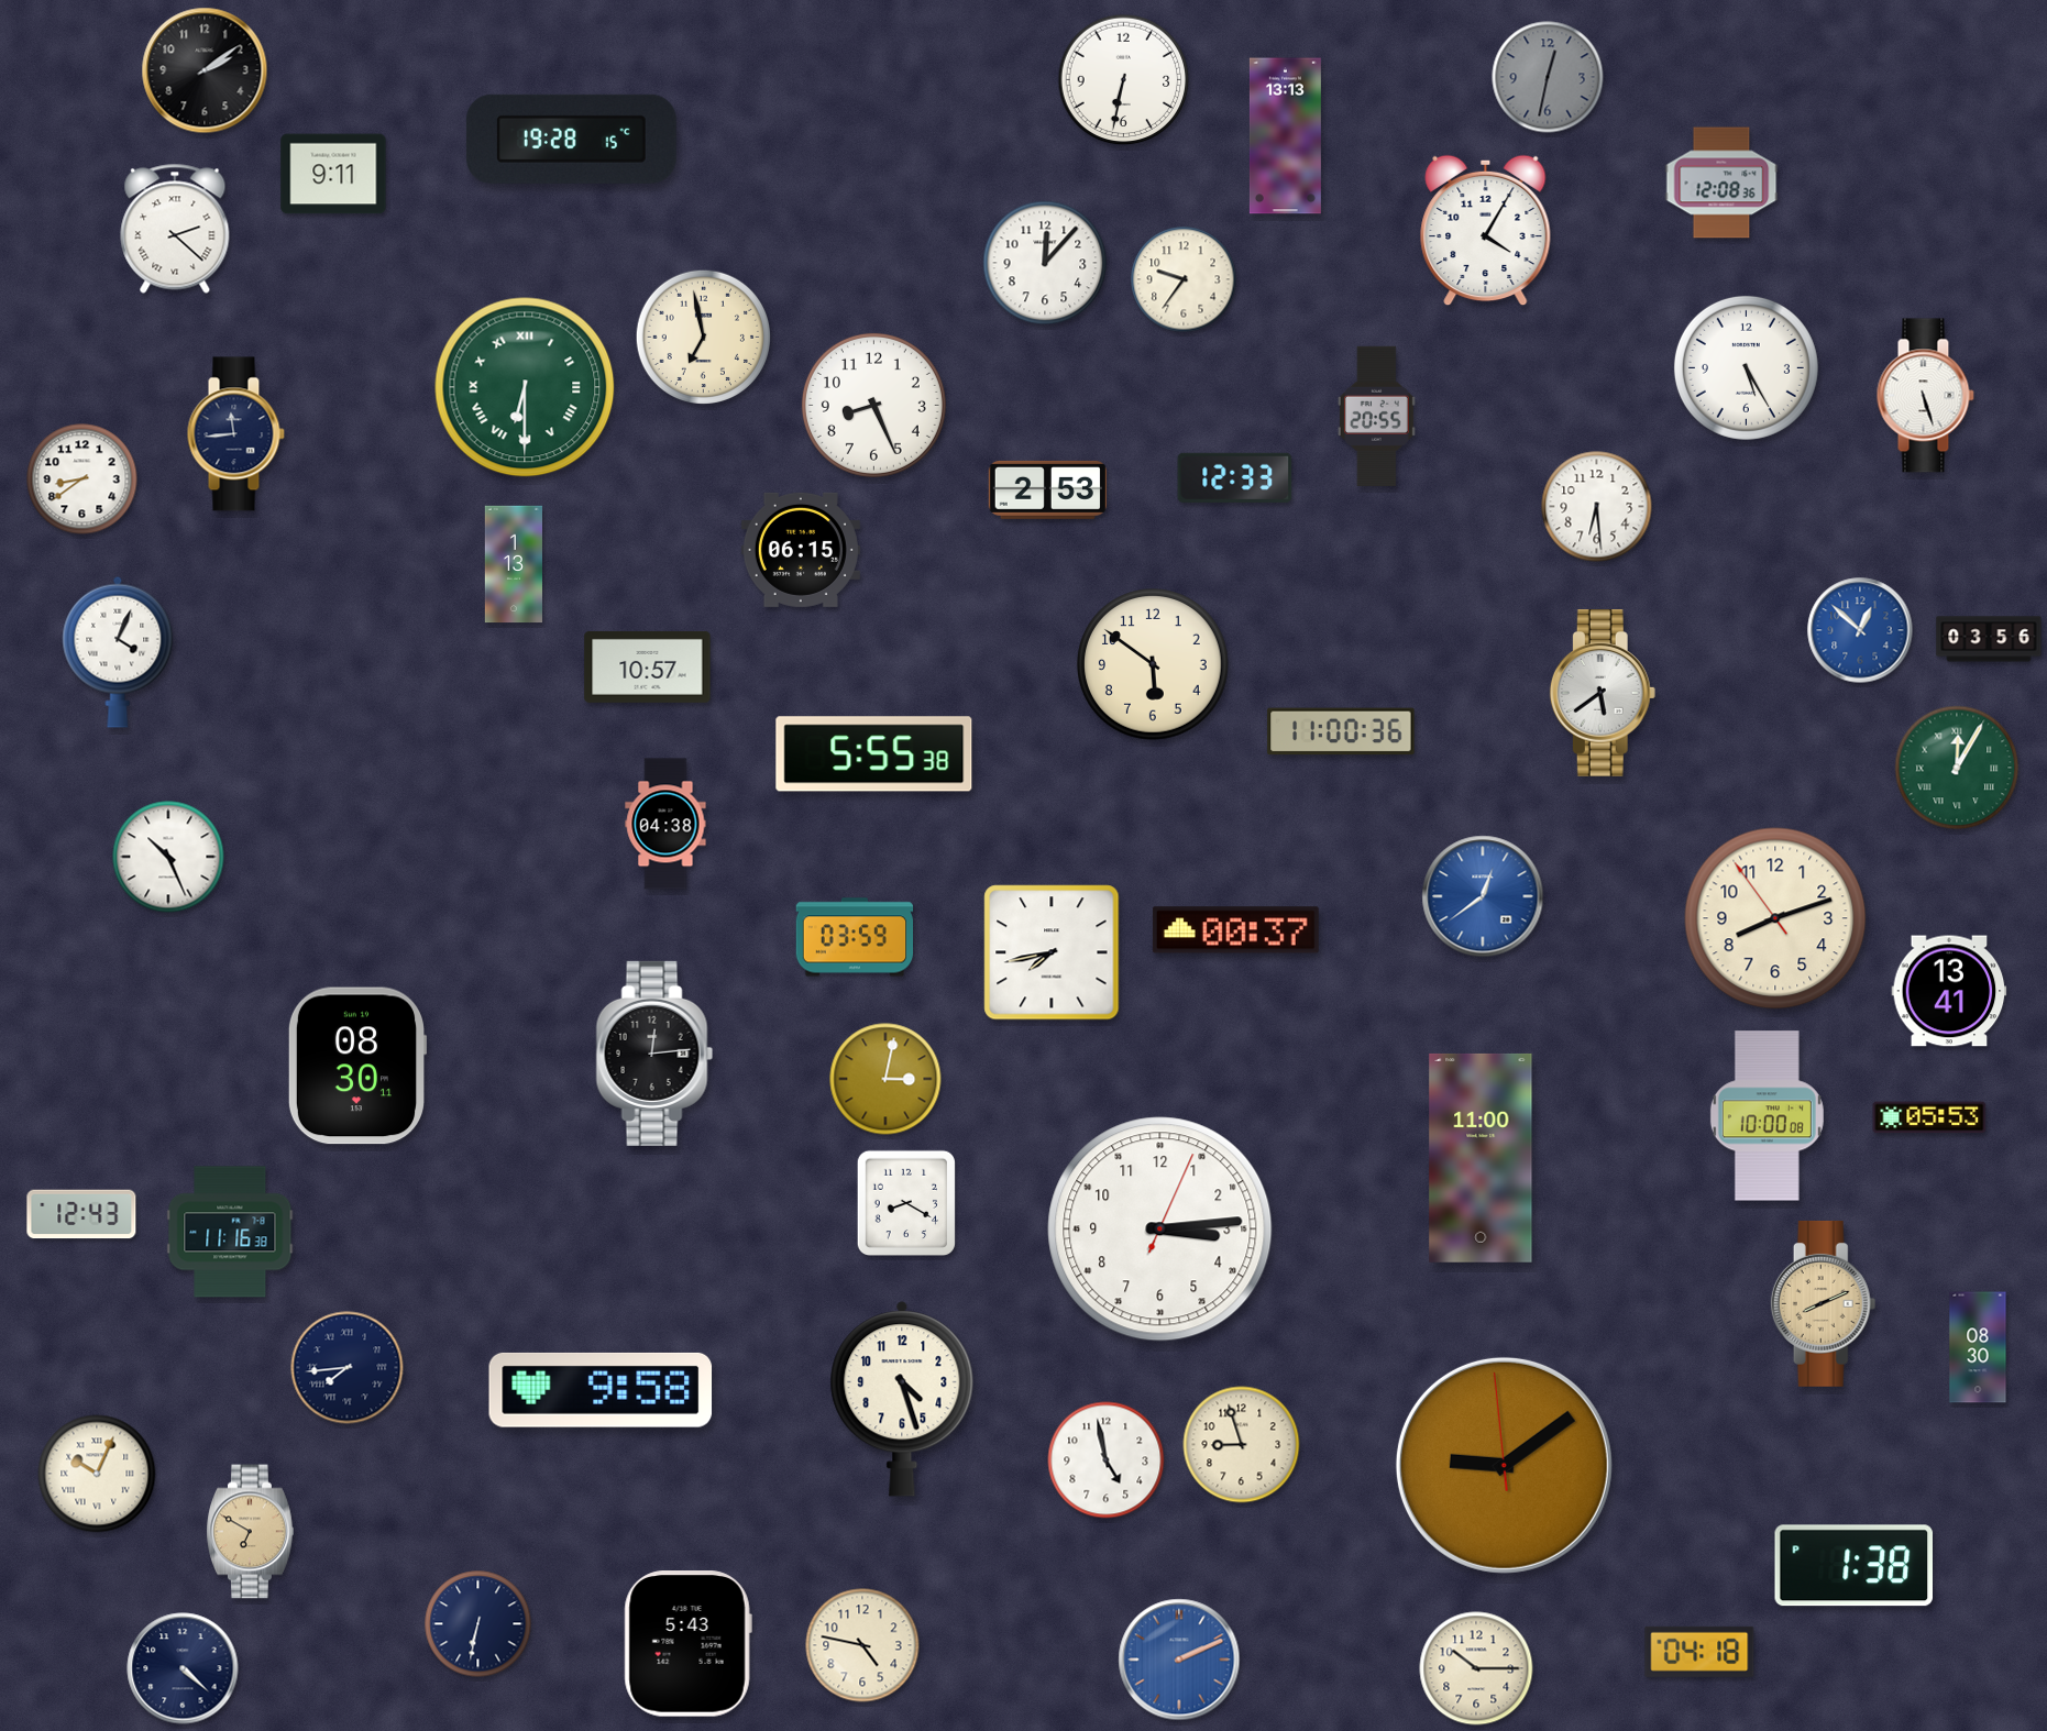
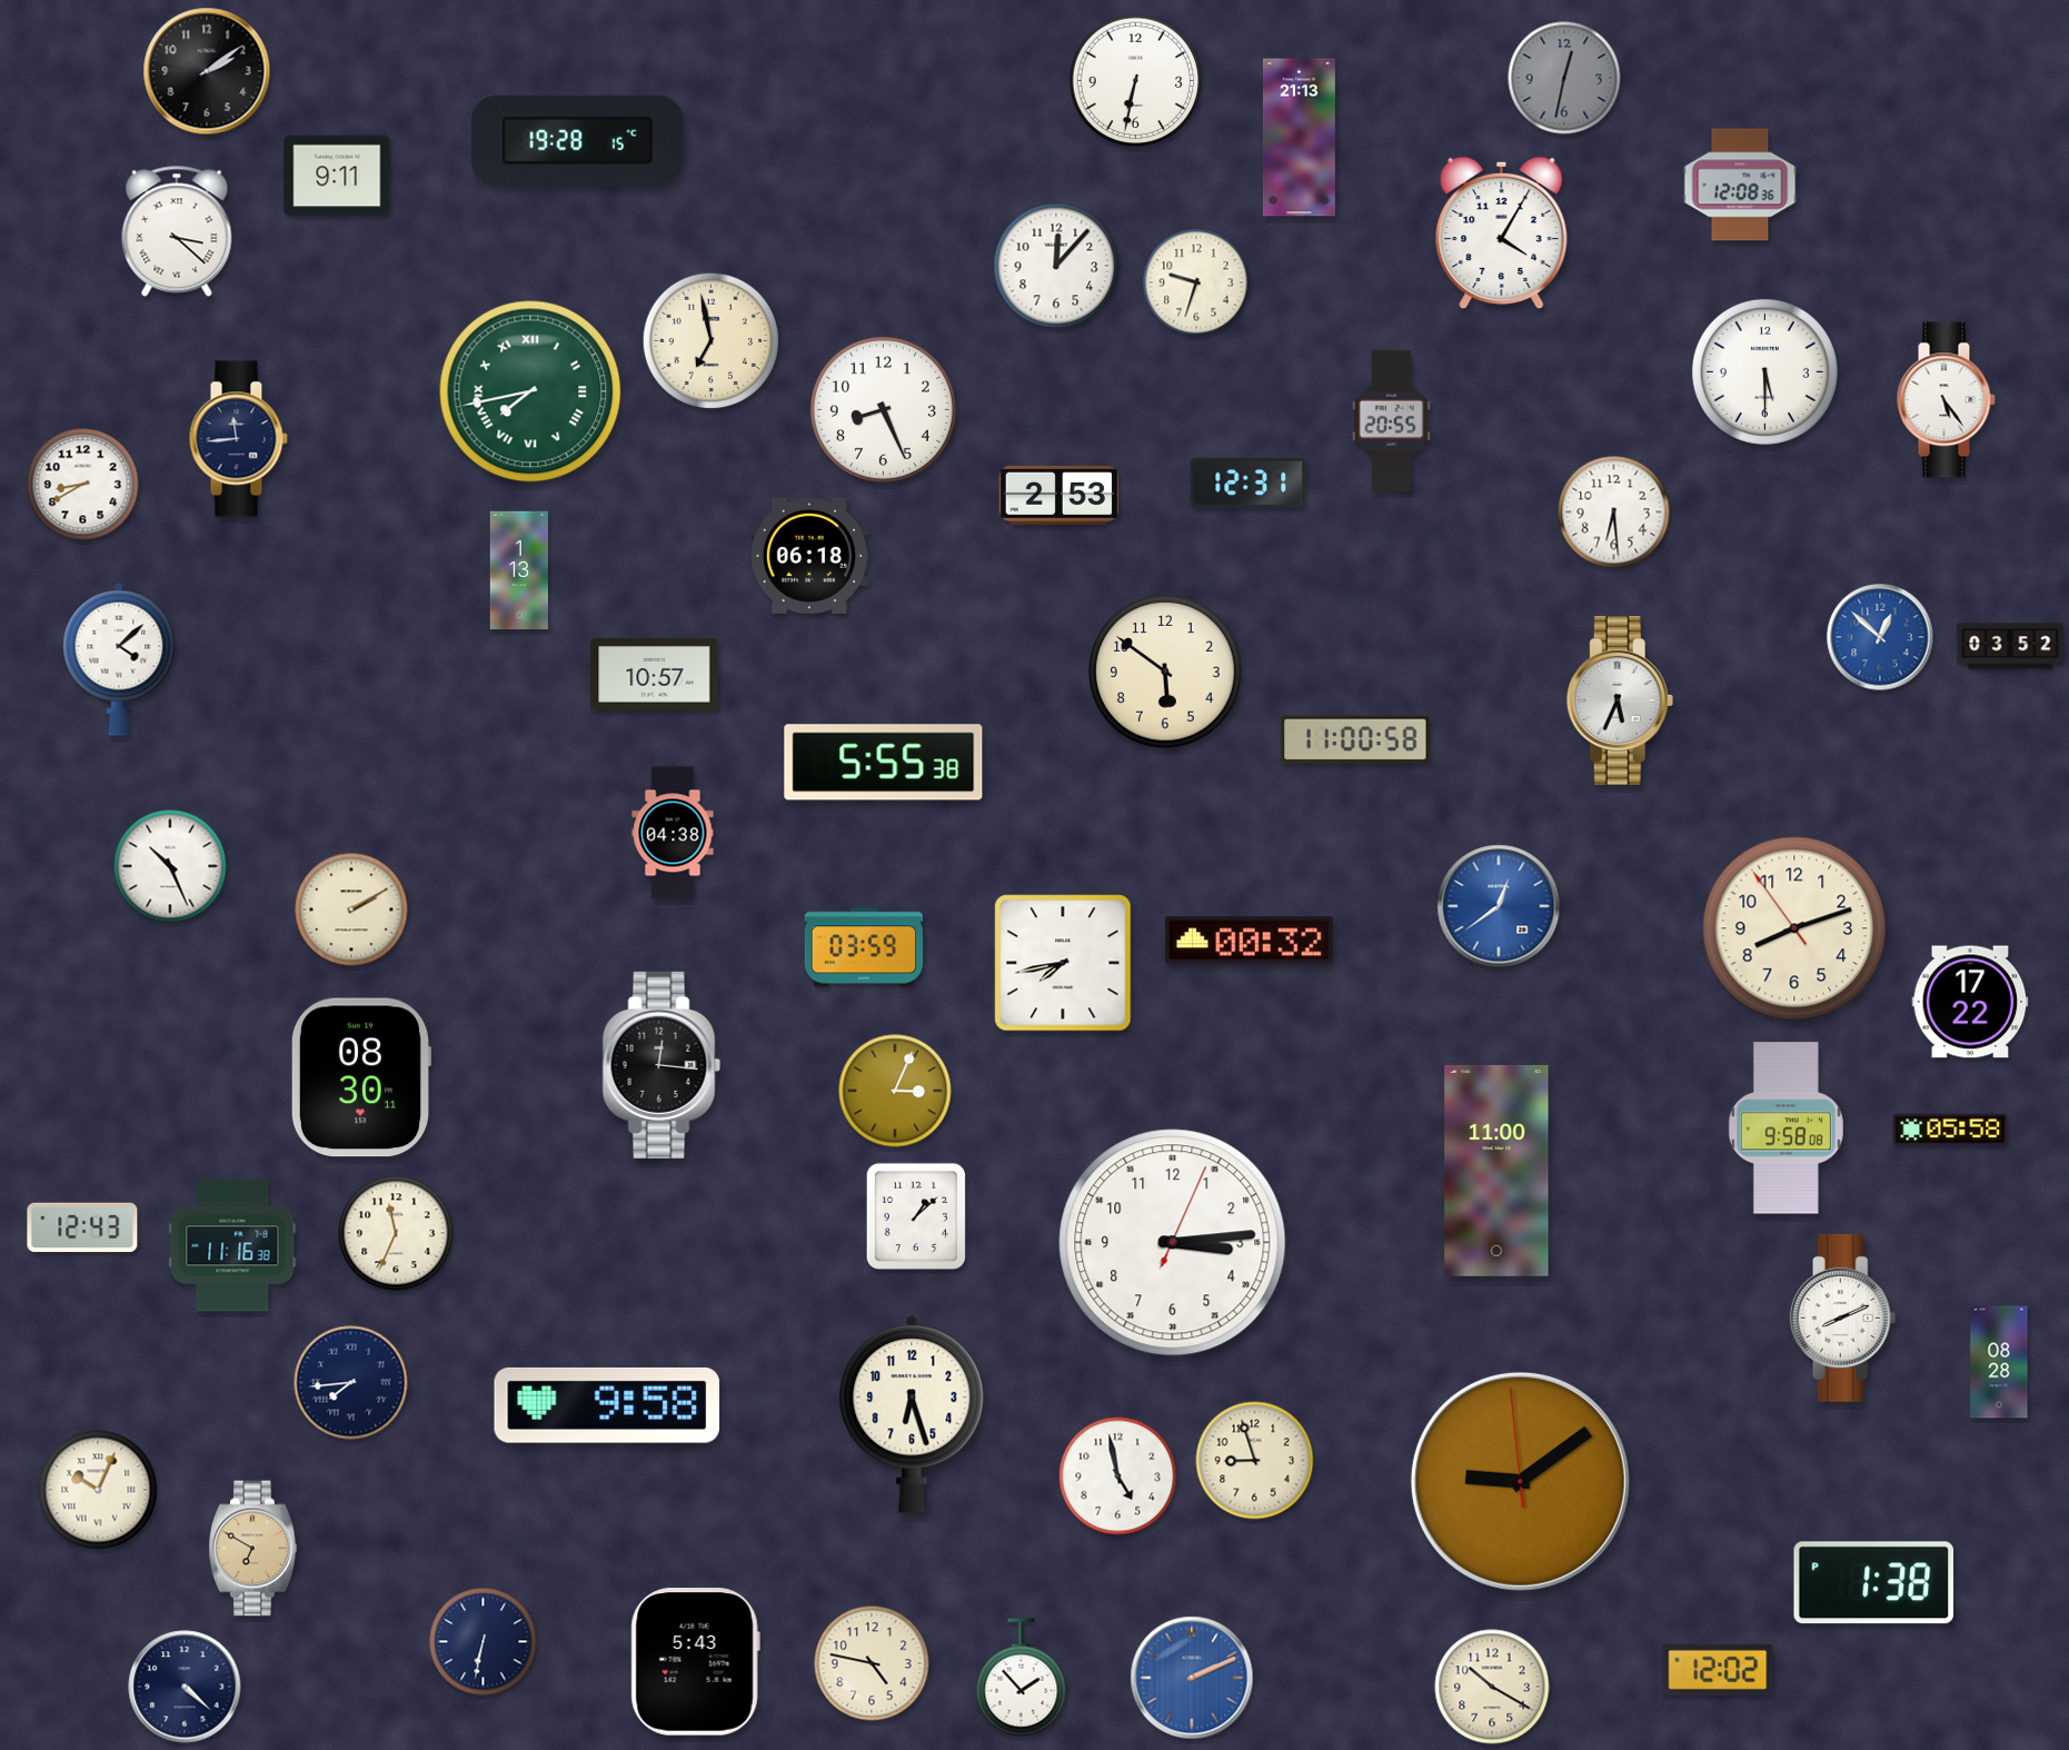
clock at (1285, 136): 13:13 -> 21:13
clock at (175, 229): 2:22 -> 3:22
clock at (1184, 279): 9:36 -> 9:33
clock at (1746, 367): 5:25 -> 5:30
clock at (525, 387): 6:30 -> 7:43
clock at (1925, 396): 5:27 -> 5:24
clock at (1235, 477): 12:33 -> 12:31
clock at (82, 479): 8:39 -> 8:40
clock at (801, 550): 06:15 -> 06:18
clock at (1989, 639): 03:56 -> 03:52
clock at (118, 652): 4:04 -> 4:08
clock at (1603, 694): 5:39 -> 5:34
clock at (1341, 731): 11:00:36 -> 11:00:58
clock at (1957, 768): 12:05 -> none
clock at (351, 909): none -> 2:10
clock at (1235, 930): 00:37 -> 00:32
clock at (1949, 991): 13:41 -> 17:22
clock at (654, 1054): 12:14 -> 12:16
clock at (885, 1079): 3:02 -> 3:04
clock at (1767, 1116): 10:00 -> 9:58
clock at (1929, 1117): 05:53 -> 05:58
clock at (905, 1202): 8:20 -> 1:08
clock at (396, 1233): none -> 11:34
clock at (1824, 1303) dial: champagne -> white
clock at (1978, 1347): 08:30 -> 08:28
clock at (902, 1399): 4:27 -> 6:27
clock at (1699, 1652): 04:18 -> 12:02
clock at (1022, 1678): none -> 1:53
clock at (1476, 1668): 10:15 -> 10:20
